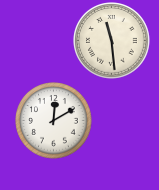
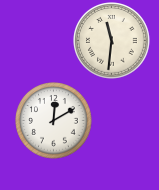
clock at (112, 41): 11:29 -> 11:31
